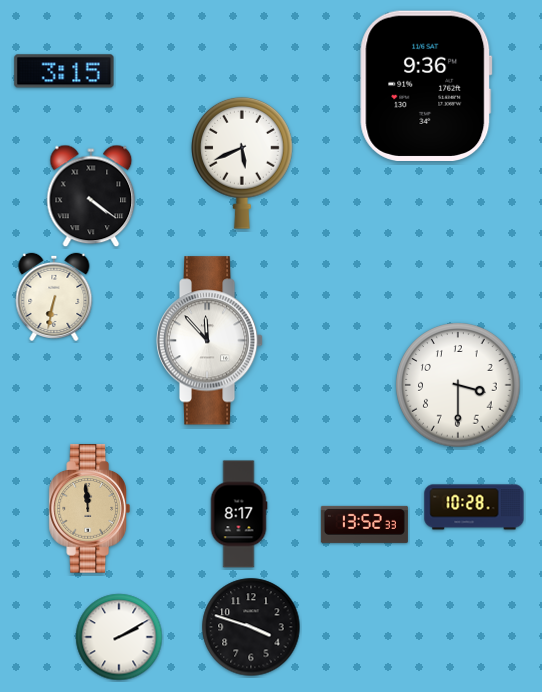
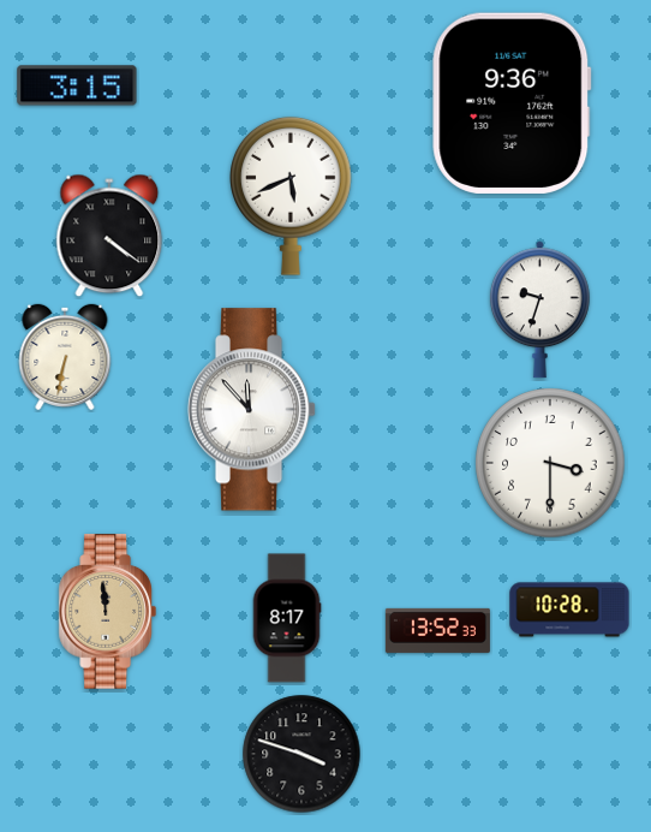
clock at (539, 310): none -> 9:33
clock at (119, 637): 2:10 -> none
